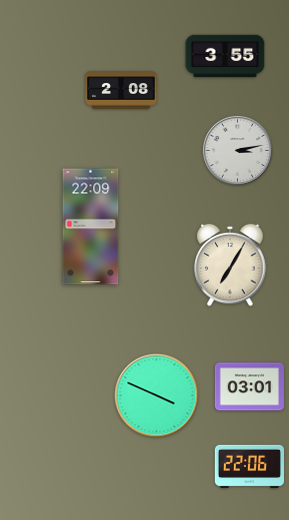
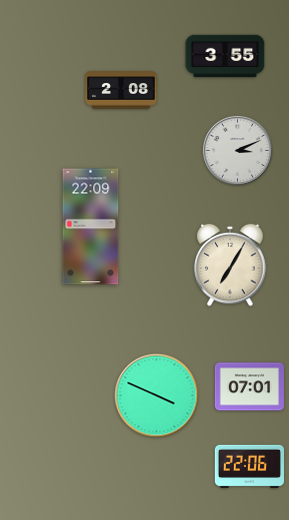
clock at (237, 150): 3:13 -> 3:11
clock at (249, 387): 03:01 -> 07:01
